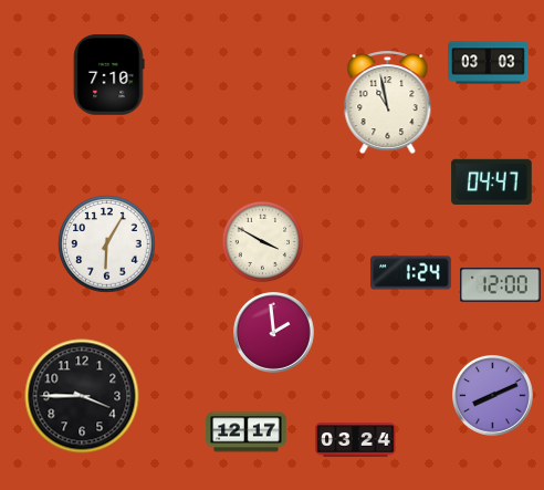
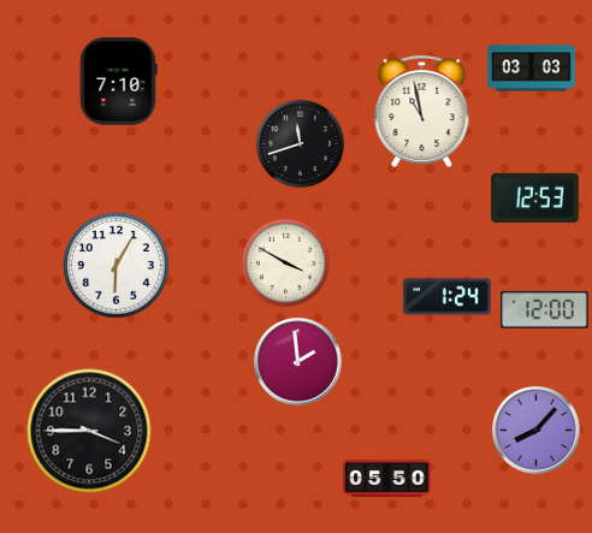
clock at (301, 144): none -> 11:42
clock at (492, 181): 04:47 -> 12:53
clock at (493, 396): 8:11 -> 8:07
clock at (247, 432): 12:17 -> none
clock at (356, 440): 03:24 -> 05:50
